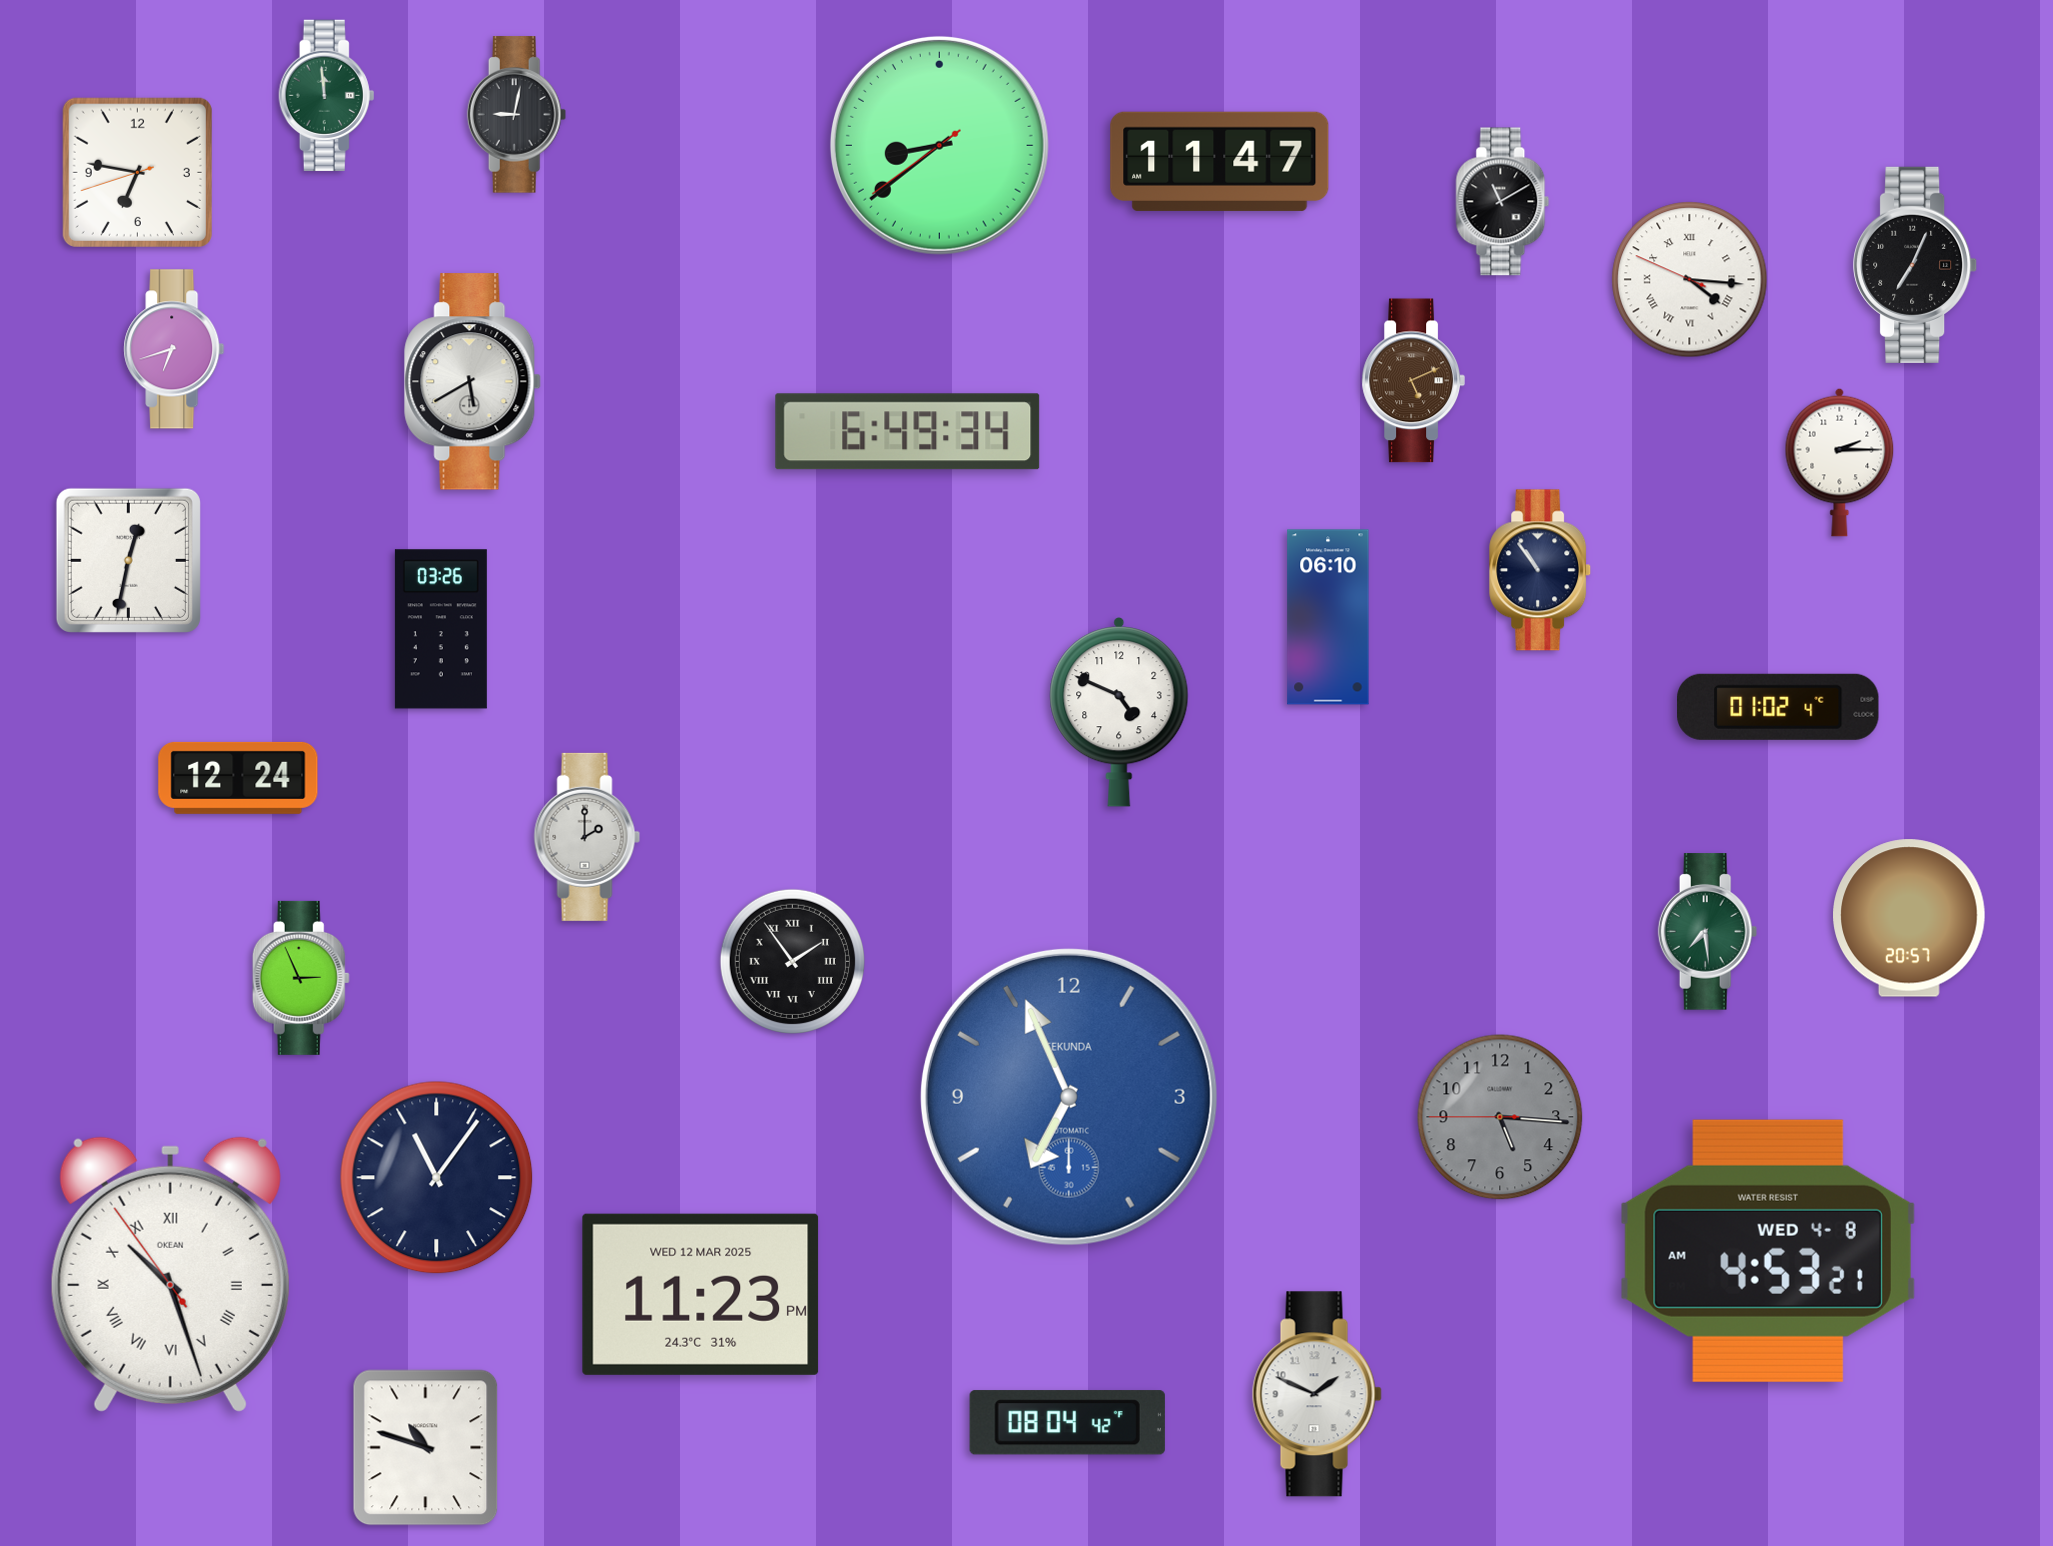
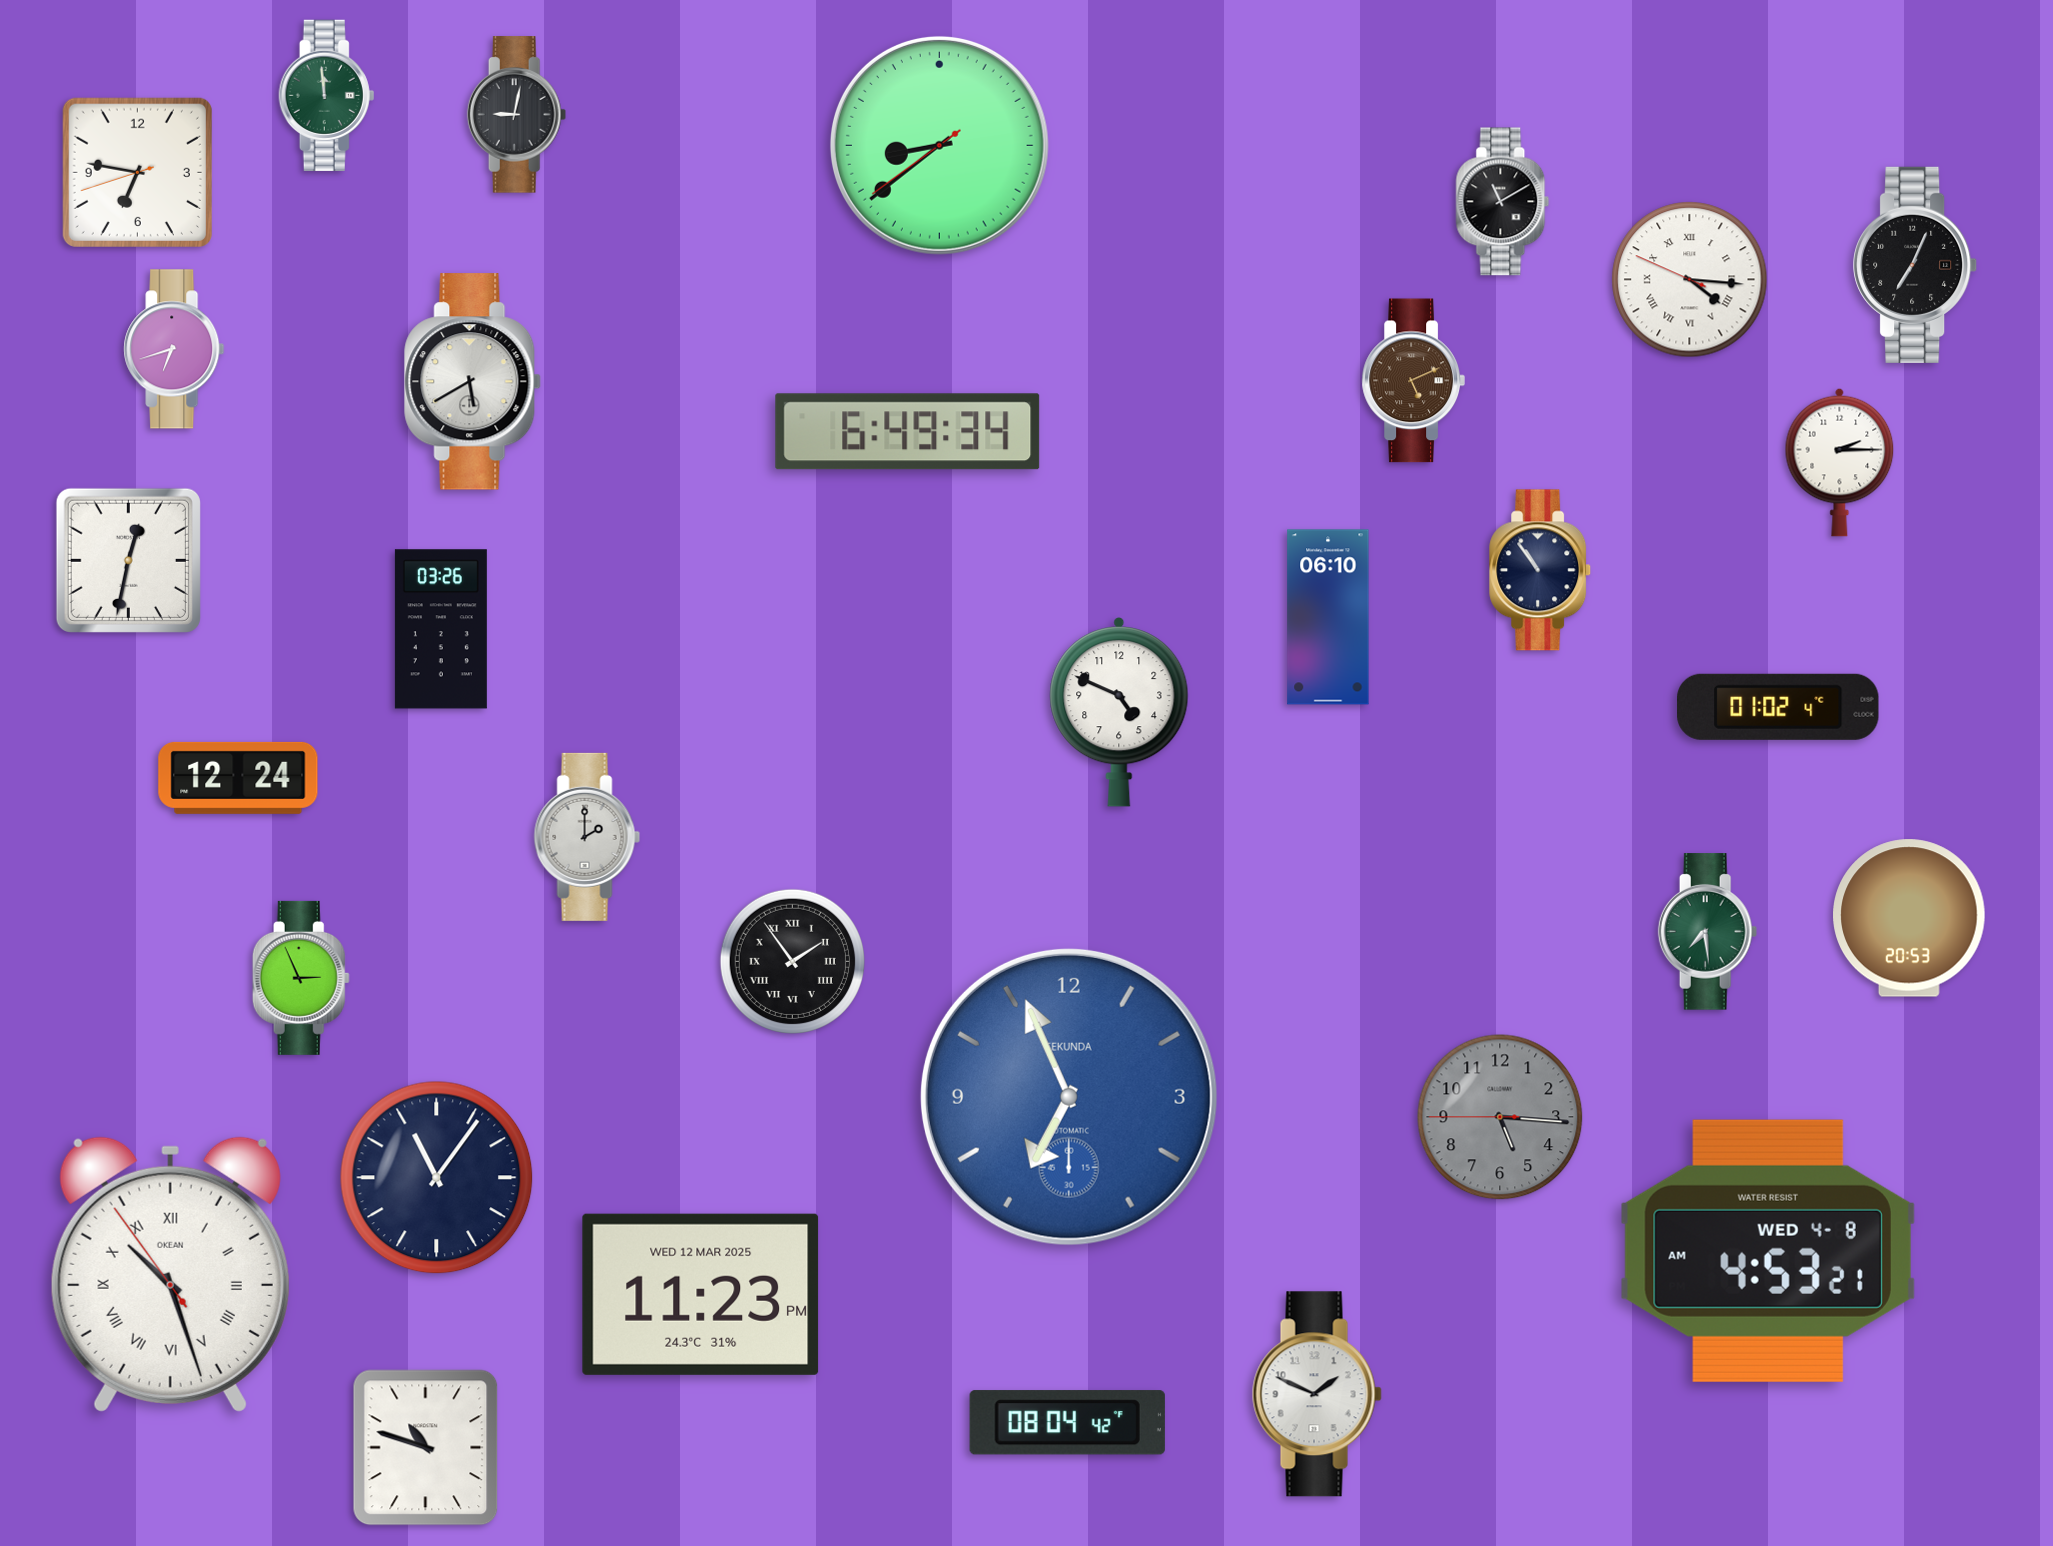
clock at (1220, 161): 11:47 -> none
clock at (1909, 918): 20:57 -> 20:53
